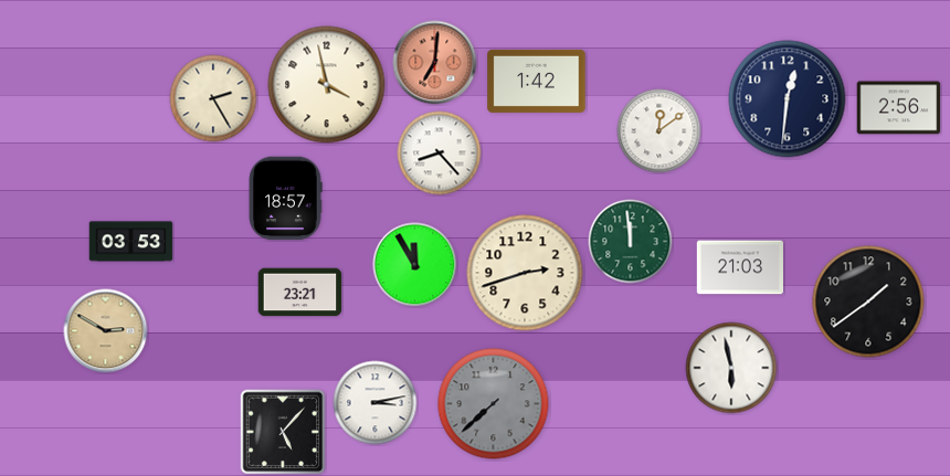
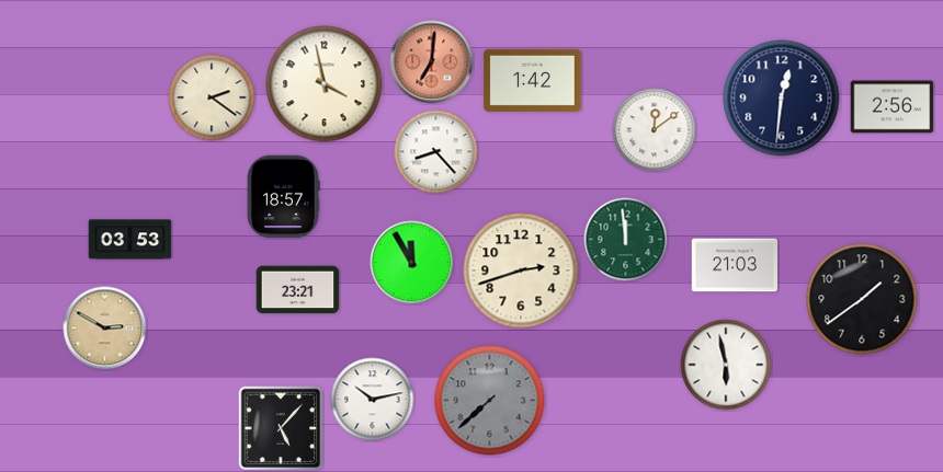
clock at (213, 98): 2:25 -> 2:21
clock at (376, 403): 3:13 -> 10:13
